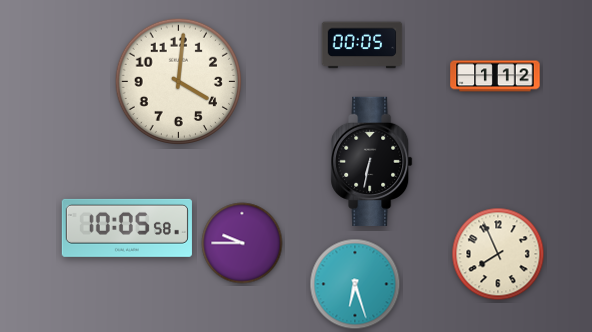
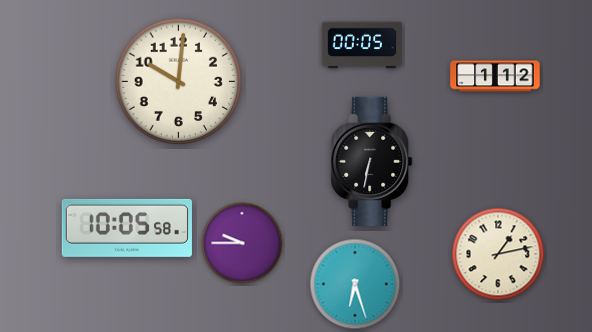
clock at (179, 82): 4:01 -> 10:01
clock at (498, 254): 7:56 -> 1:13
